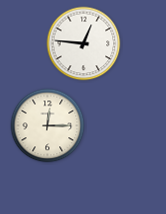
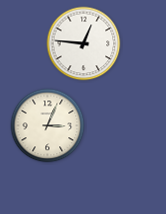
clock at (48, 126): 12:15 -> 3:04
